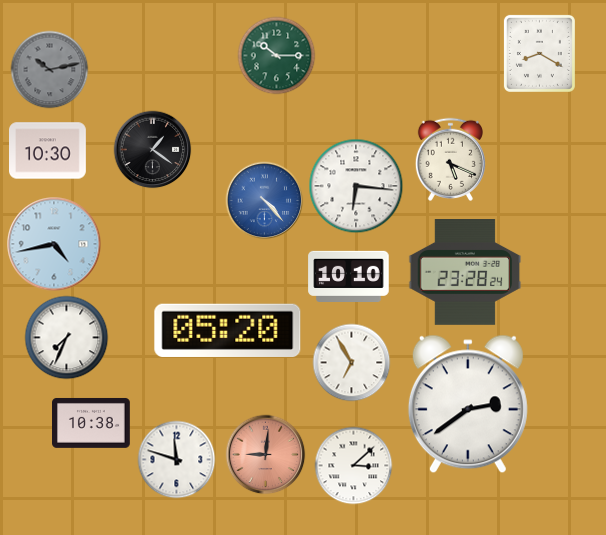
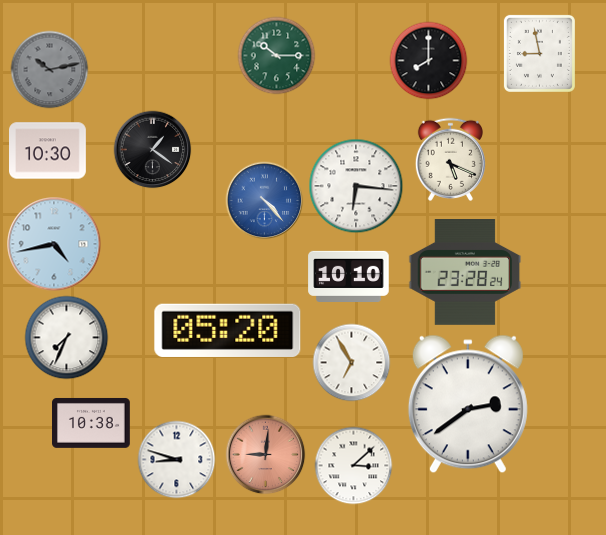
clock at (539, 53): 8:20 -> 8:58
clock at (428, 60): none -> 8:00
clock at (176, 459): 11:48 -> 8:48
